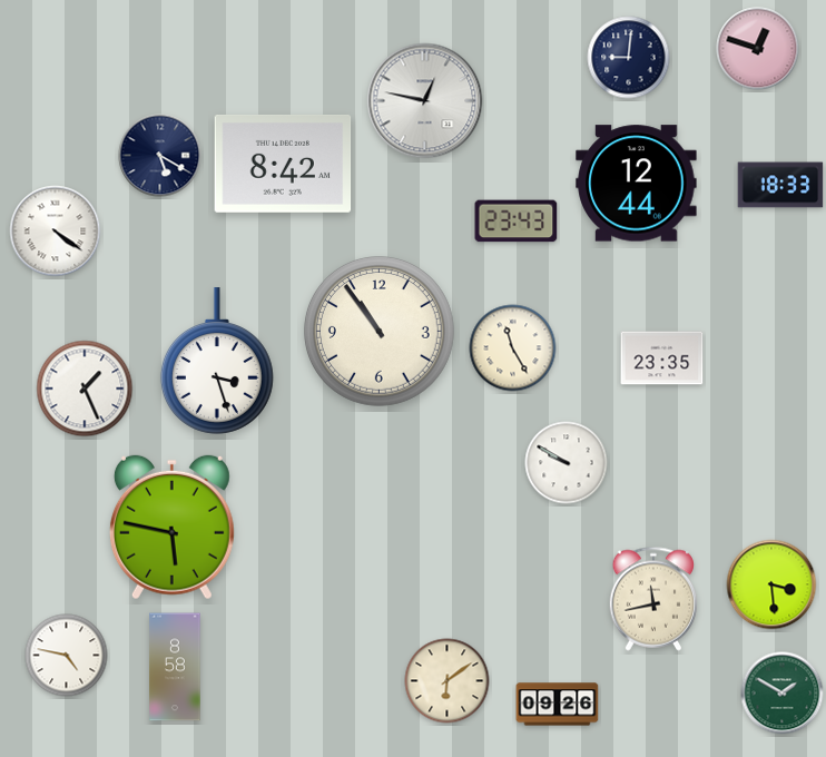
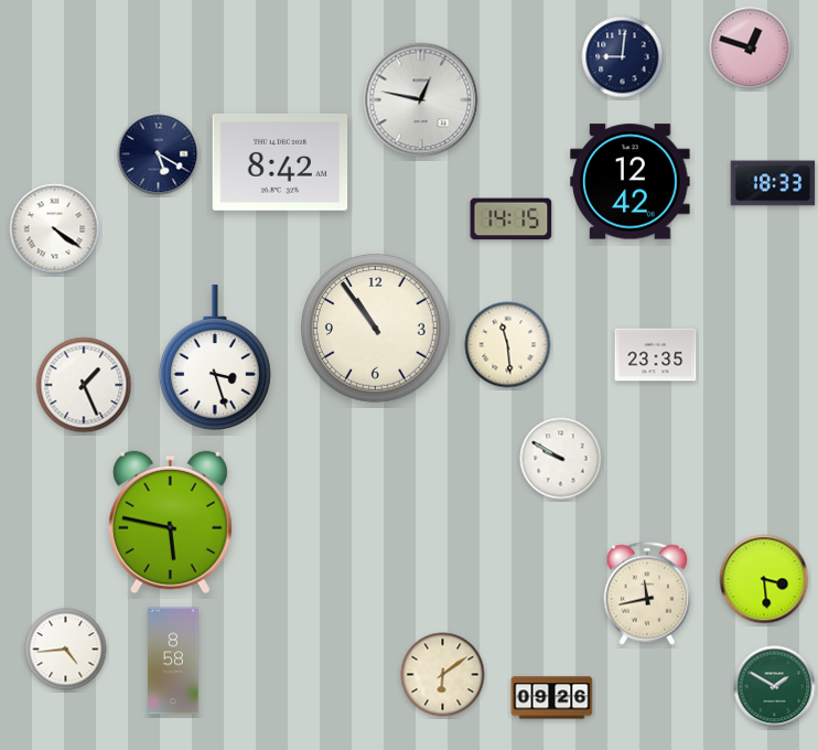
clock at (637, 184): 12:44 -> 12:42
clock at (517, 222): 23:43 -> 14:15
clock at (513, 348): 11:25 -> 11:29
clock at (67, 656): 4:47 -> 4:44
